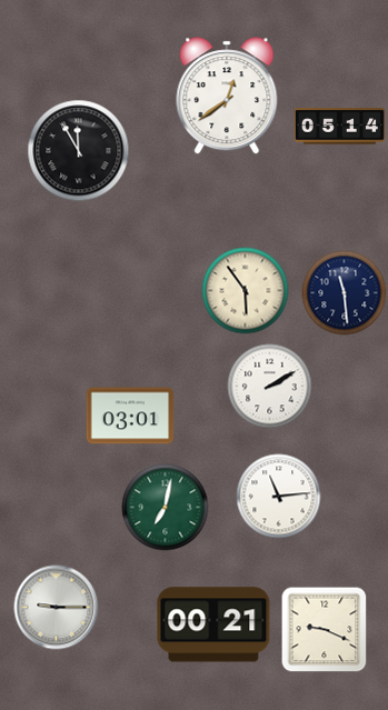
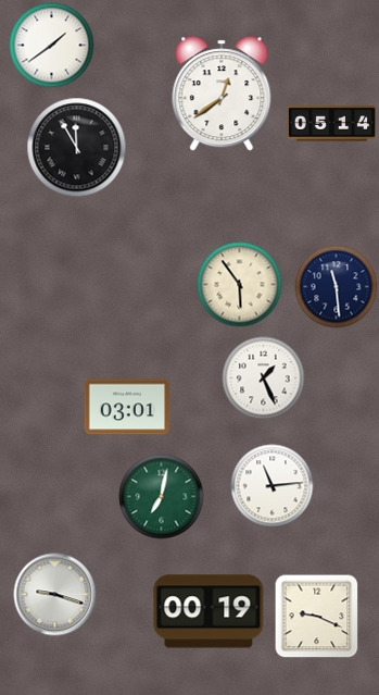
clock at (52, 46): none -> 1:39
clock at (270, 387): 2:10 -> 1:26
clock at (57, 608): 9:15 -> 9:18
clock at (213, 624): 00:21 -> 00:19
